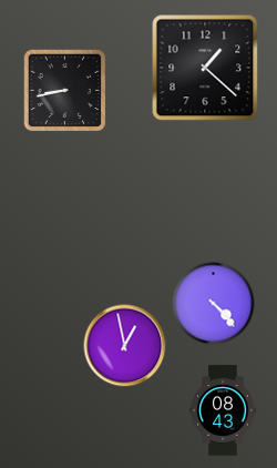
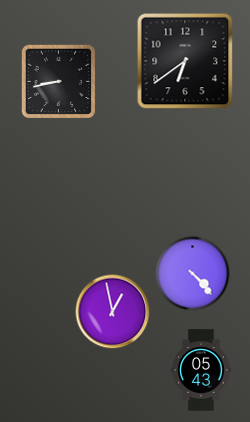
clock at (205, 68): 1:22 -> 6:39
clock at (223, 410): 08:43 -> 05:43
